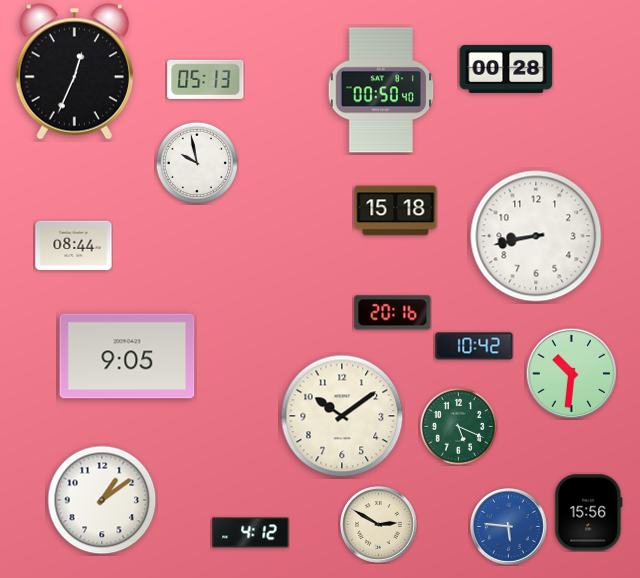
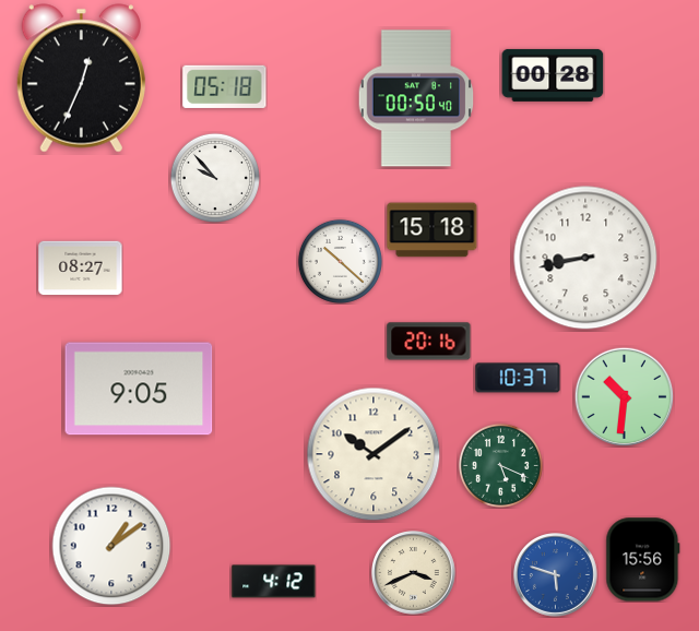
clock at (206, 79): 05:13 -> 05:18
clock at (197, 163): 9:58 -> 9:53
clock at (340, 261): none -> 10:22
clock at (74, 246): 08:44 -> 08:27
clock at (474, 346): 10:42 -> 10:37
clock at (571, 373) position: (571, 373) -> (624, 396)
clock at (379, 525): 2:50 -> 3:41
clock at (509, 527): 5:46 -> 5:48
